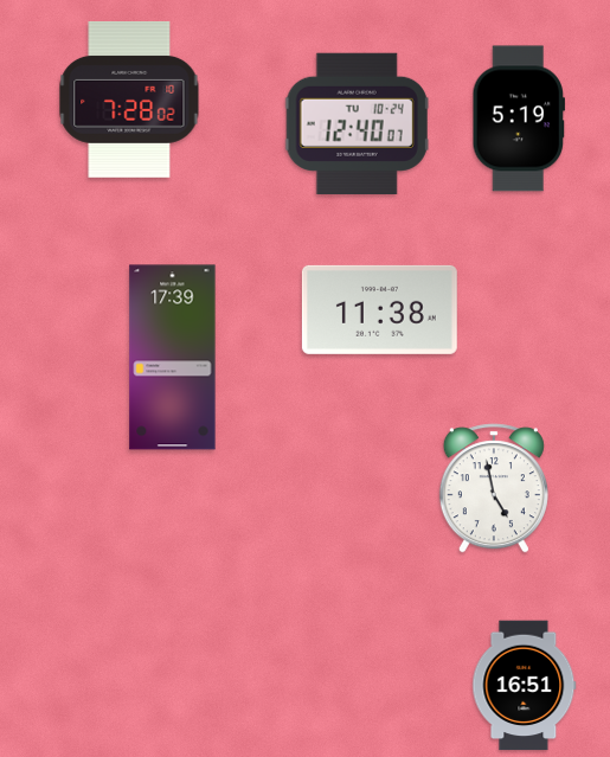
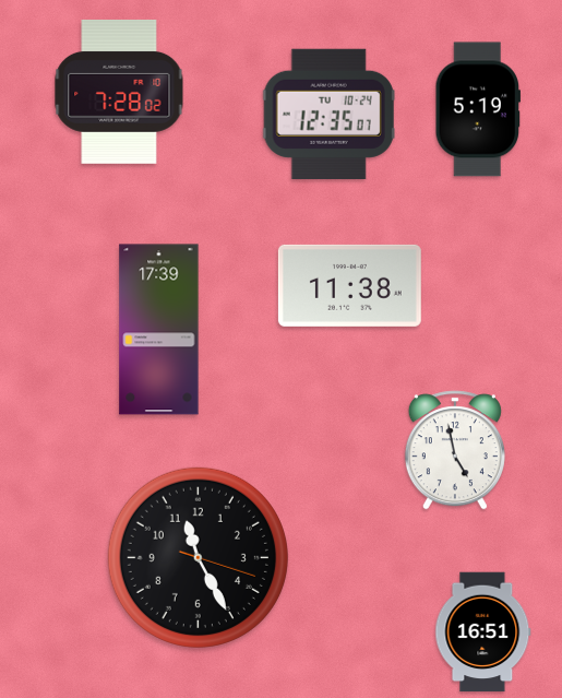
clock at (357, 123): 12:40 -> 12:35
clock at (198, 557): none -> 11:25
